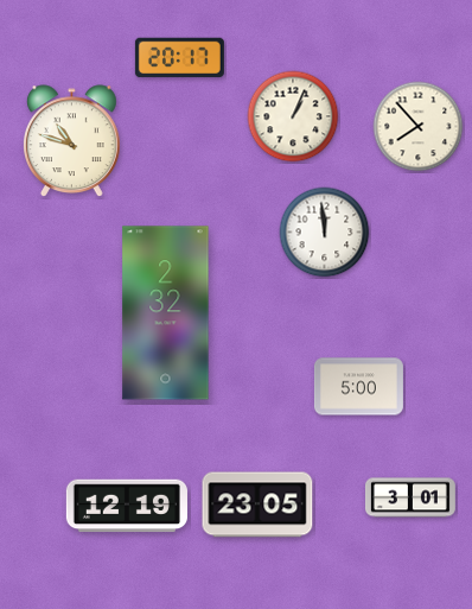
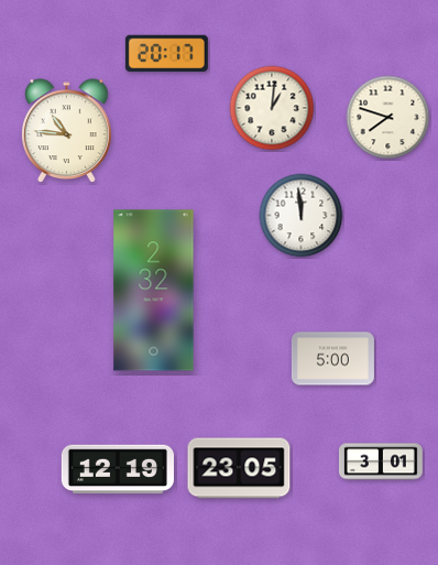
clock at (293, 116): 1:04 -> 1:01
clock at (419, 127): 7:53 -> 7:48
clock at (72, 141): 10:48 -> 10:46
